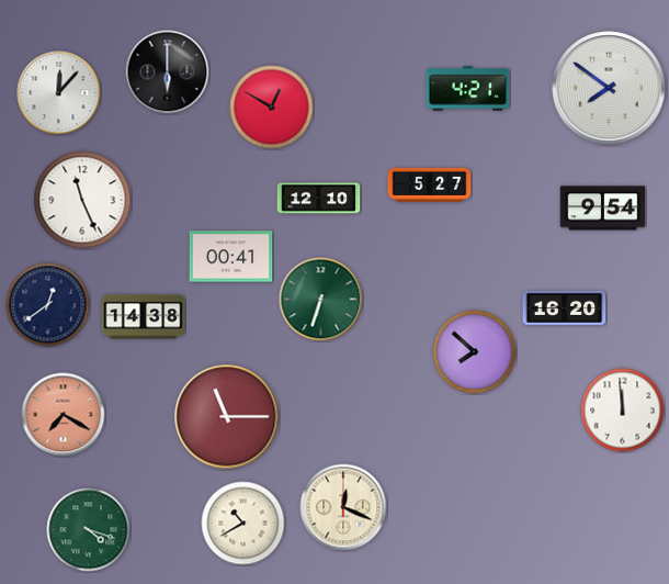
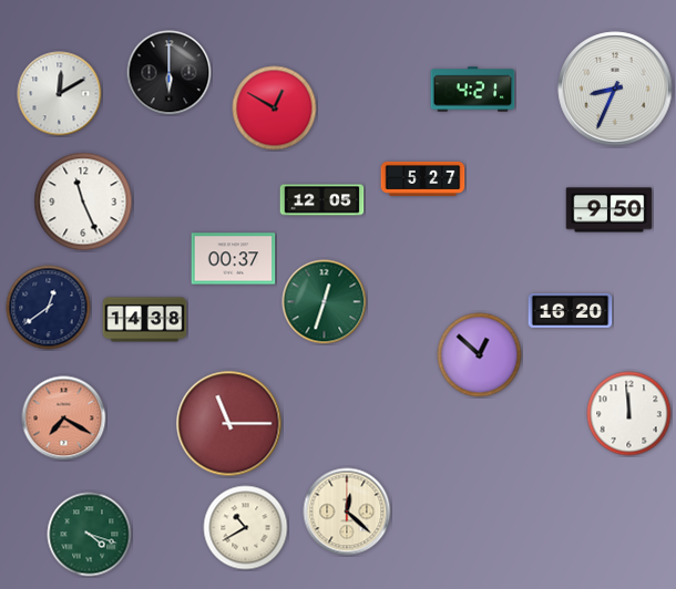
clock at (609, 88): 7:51 -> 8:34
clock at (59, 93): 12:07 -> 12:10
clock at (430, 184) position: (430, 184) -> (423, 178)
clock at (319, 199): 12:10 -> 12:05
clock at (603, 209): 9:54 -> 9:50
clock at (231, 257): 00:41 -> 00:37
clock at (321, 300): 6:33 -> 12:33
clock at (475, 352): 7:52 -> 12:52
clock at (227, 417) position: (227, 417) -> (229, 424)
clock at (343, 507): 12:19 -> 12:22
